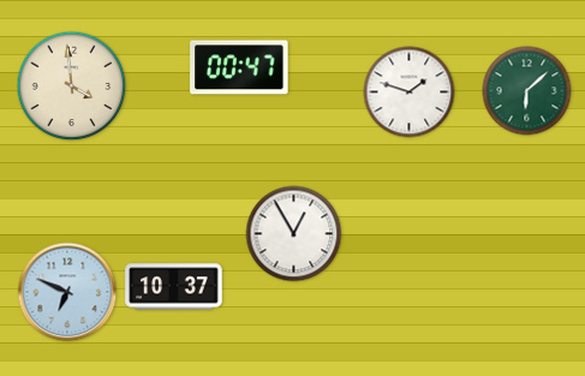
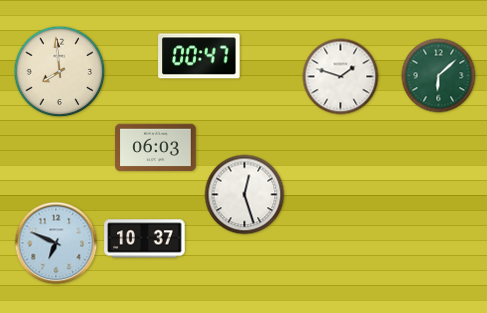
clock at (72, 86): 3:59 -> 7:59
clock at (156, 148): none -> 06:03
clock at (294, 234): 12:55 -> 12:27
